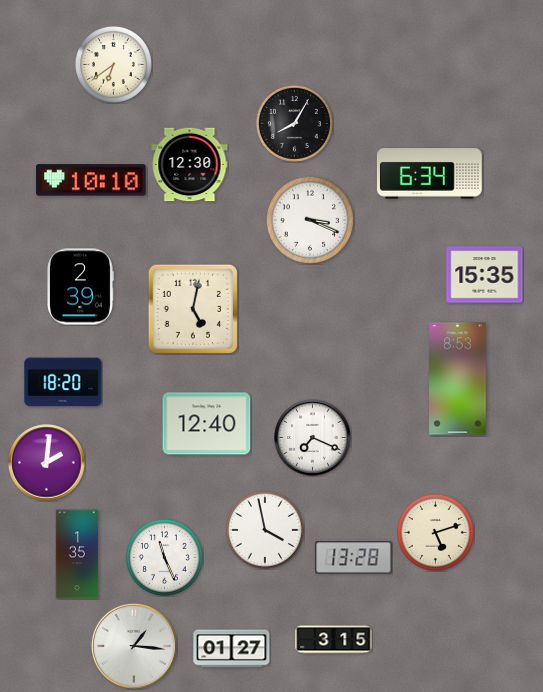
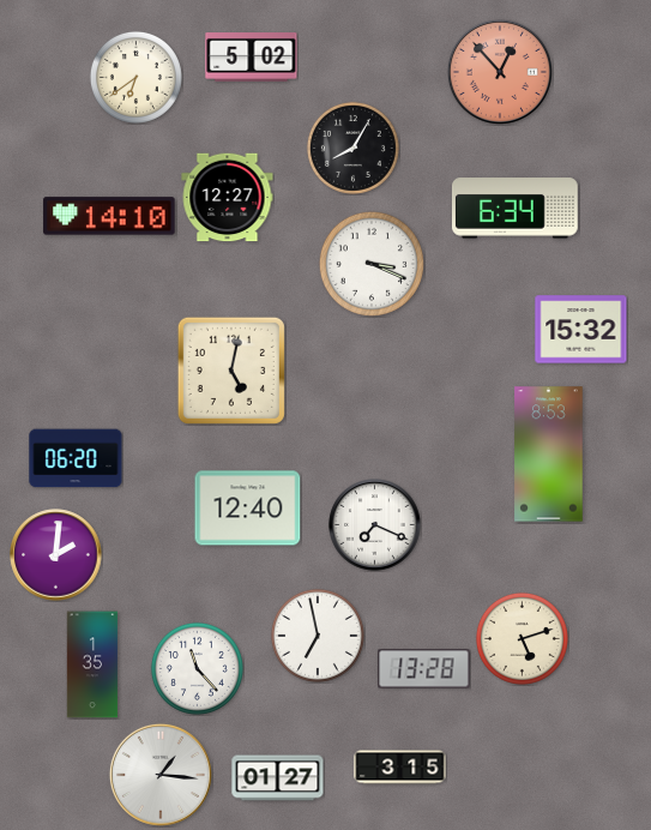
clock at (252, 58): none -> 5:02
clock at (500, 72): none -> 12:53
clock at (190, 165): 12:30 -> 12:27
clock at (91, 180): 10:10 -> 14:10
clock at (485, 275): 15:35 -> 15:32
clock at (80, 287): 2:39 -> none
clock at (63, 382): 18:20 -> 06:20
clock at (265, 530): 3:58 -> 6:58
clock at (164, 557): 11:26 -> 11:23
